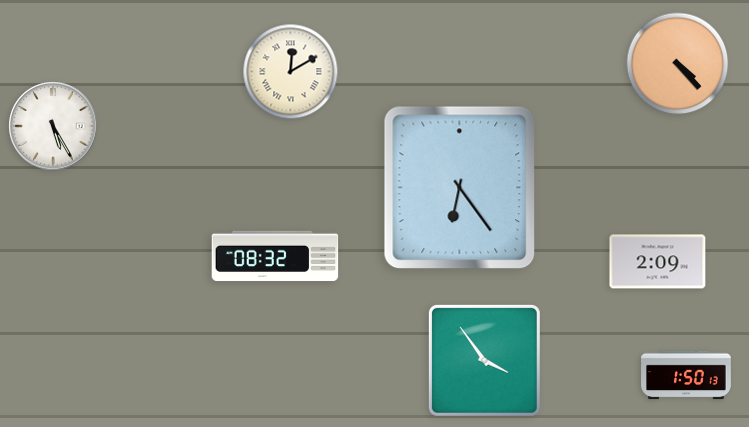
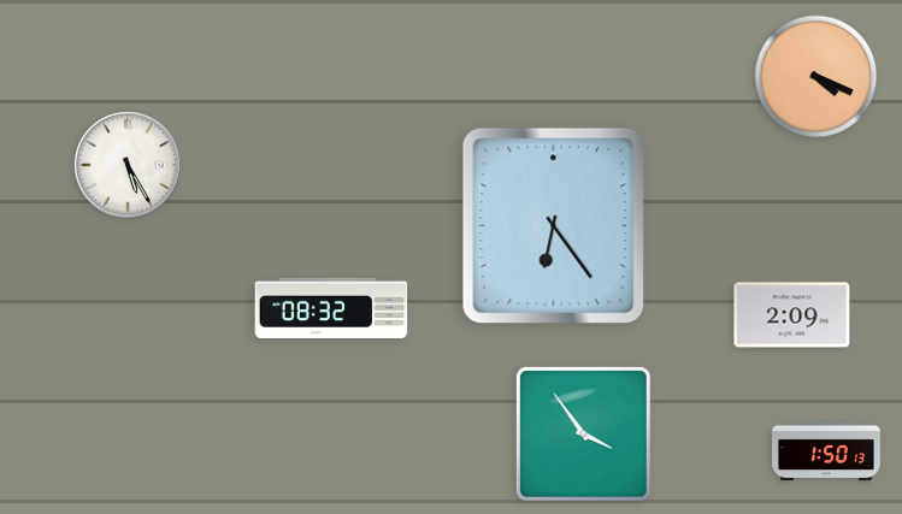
clock at (678, 64): 4:23 -> 4:19
clock at (291, 72): 12:10 -> none
clock at (53, 126) position: (53, 126) -> (128, 165)
